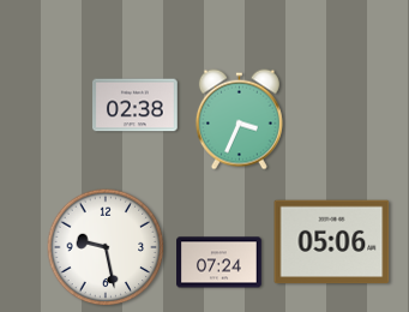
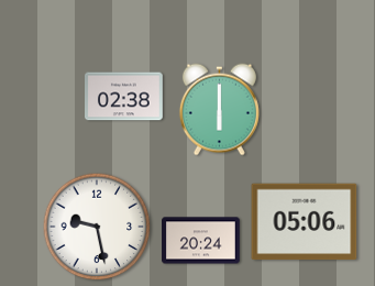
clock at (239, 120): 3:34 -> 6:00
clock at (219, 263): 07:24 -> 20:24
